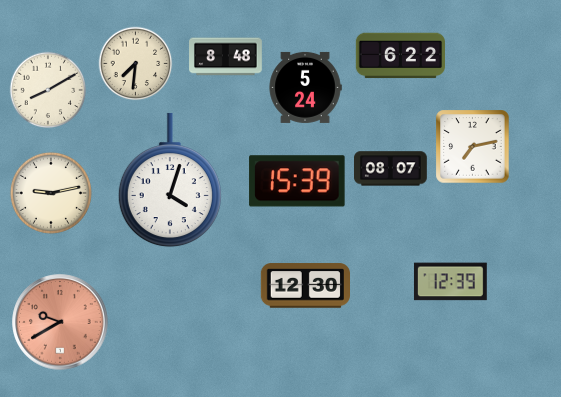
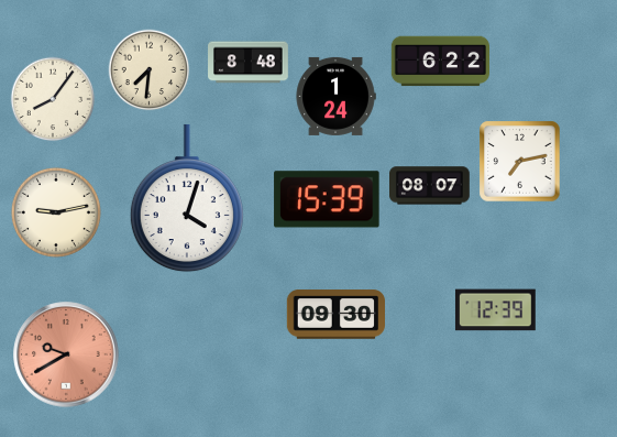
clock at (305, 87): 5:24 -> 1:24
clock at (48, 90): 8:10 -> 8:06
clock at (305, 286): 12:30 -> 09:30
